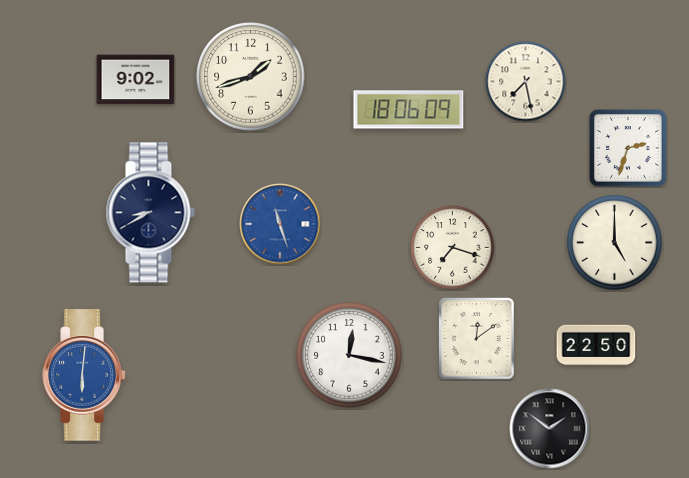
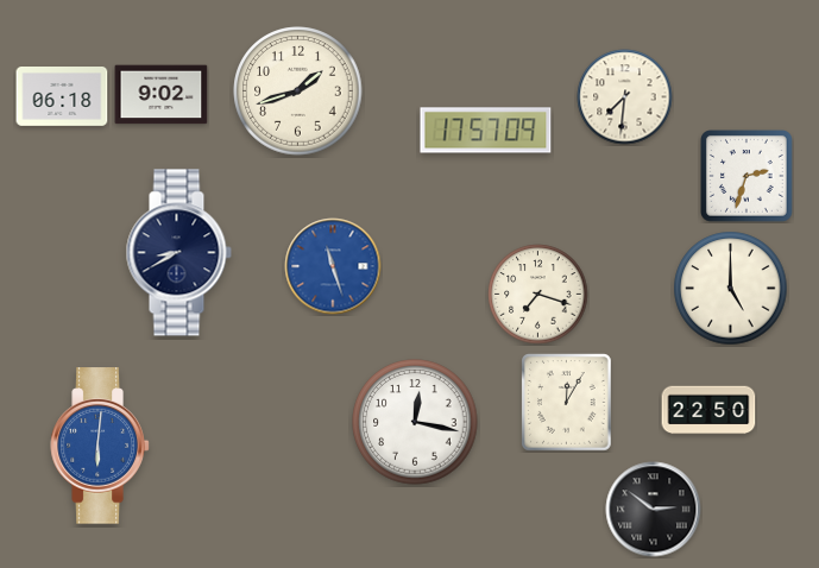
clock at (62, 97): none -> 06:18
clock at (526, 82): 7:28 -> 7:31
clock at (409, 110): 18:06 -> 17:57
clock at (477, 339): 12:09 -> 12:05
clock at (550, 429): 1:51 -> 2:51
